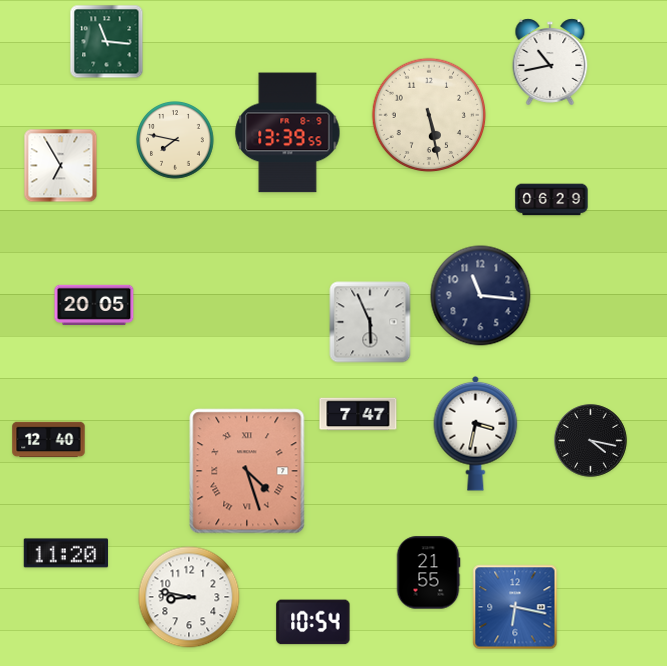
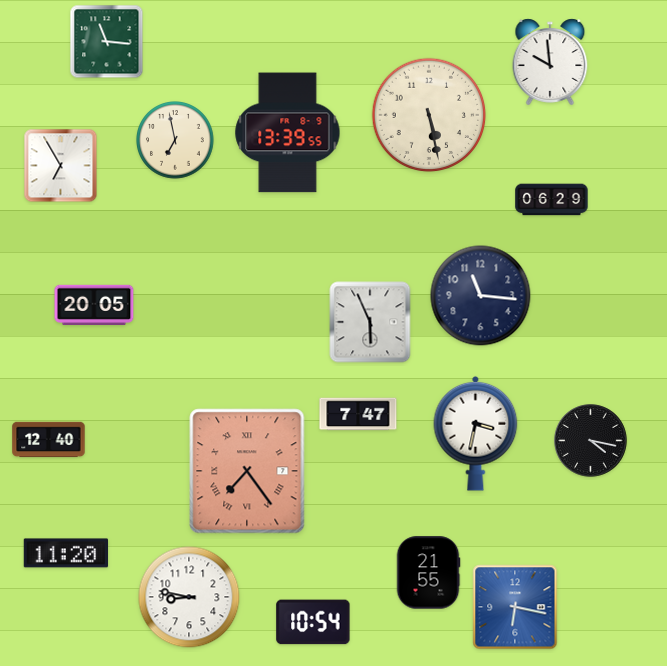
clock at (550, 62): 10:43 -> 9:59
clock at (176, 141): 7:47 -> 6:58
clock at (247, 471): 4:27 -> 7:24
